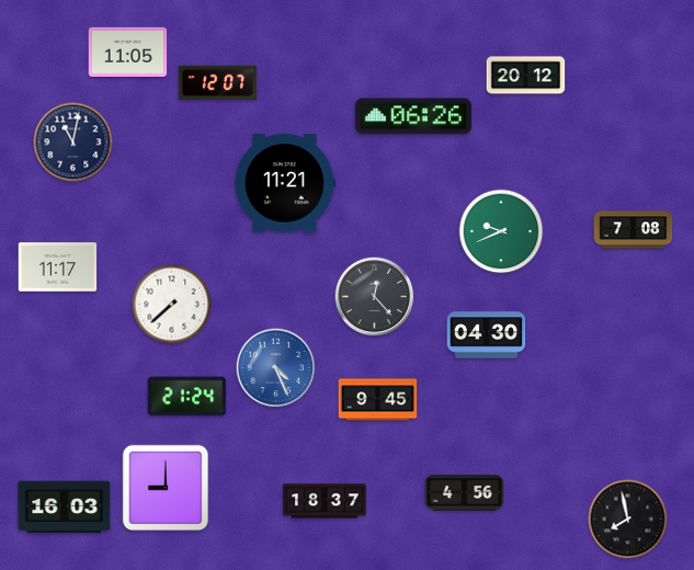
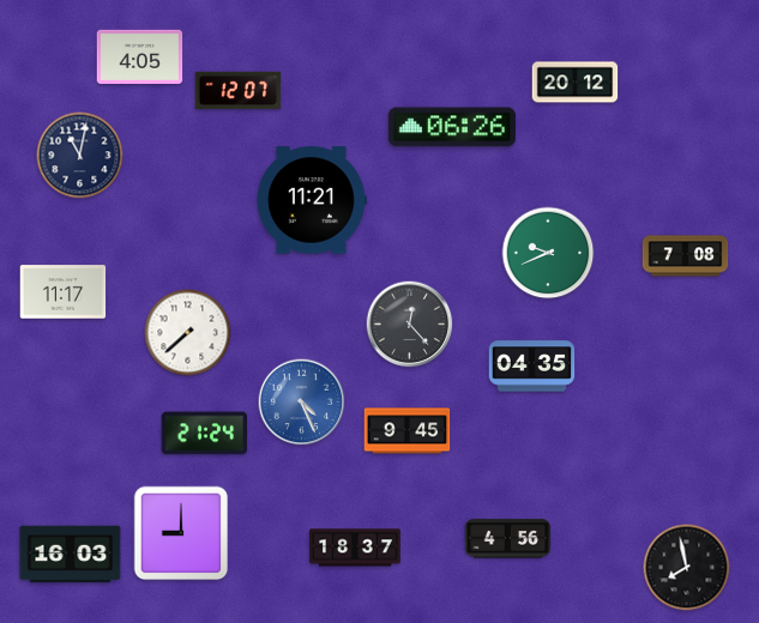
clock at (128, 52): 11:05 -> 4:05
clock at (634, 230) position: (634, 230) -> (686, 256)
clock at (487, 335): 04:30 -> 04:35
clock at (378, 400) position: (378, 400) -> (408, 431)
